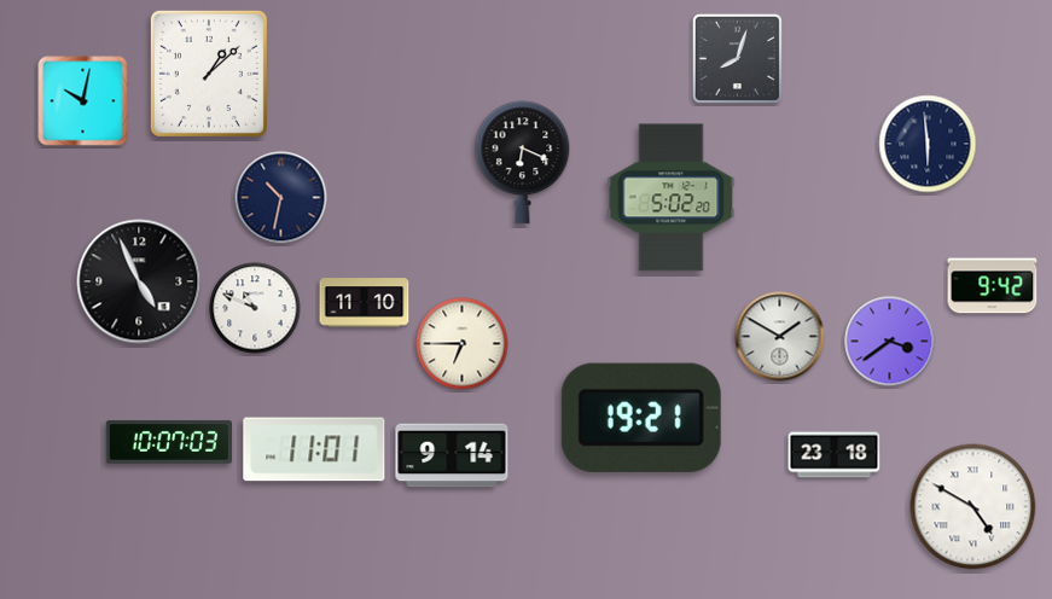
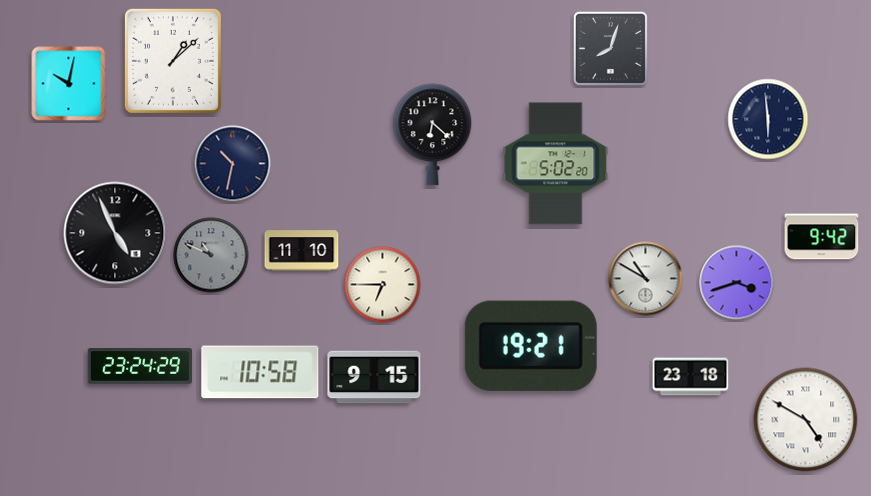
clock at (523, 163): 6:19 -> 6:22
clock at (255, 308) dial: white -> grey
clock at (780, 337): 1:50 -> 10:50
clock at (890, 342): 3:39 -> 3:42
clock at (168, 442): 10:07 -> 23:24
clock at (314, 449): 11:01 -> 10:58
clock at (452, 455): 9:14 -> 9:15
